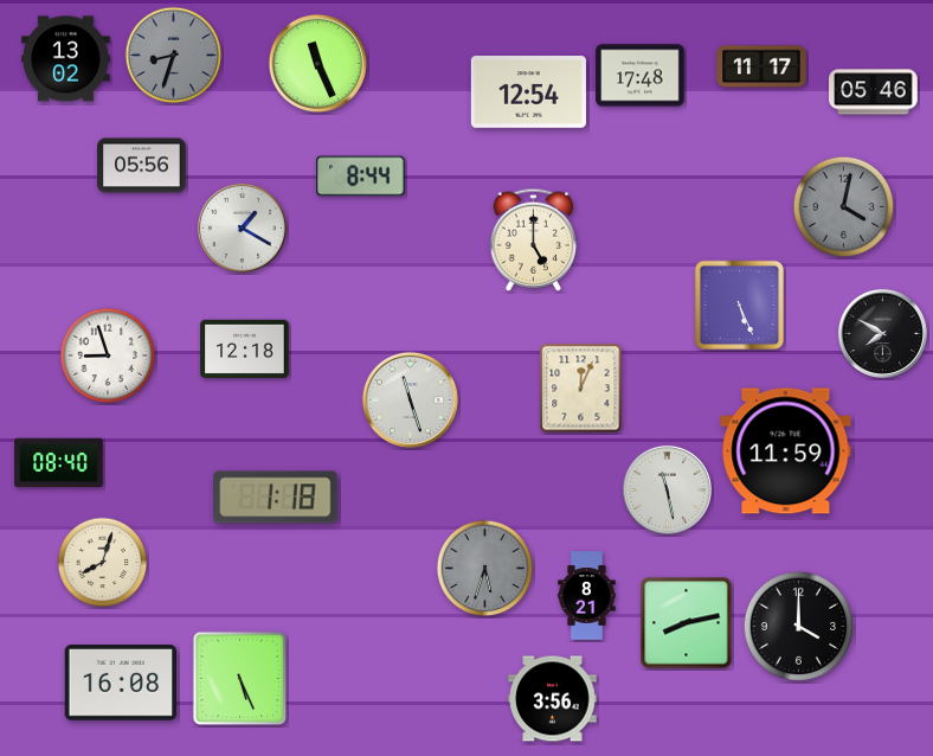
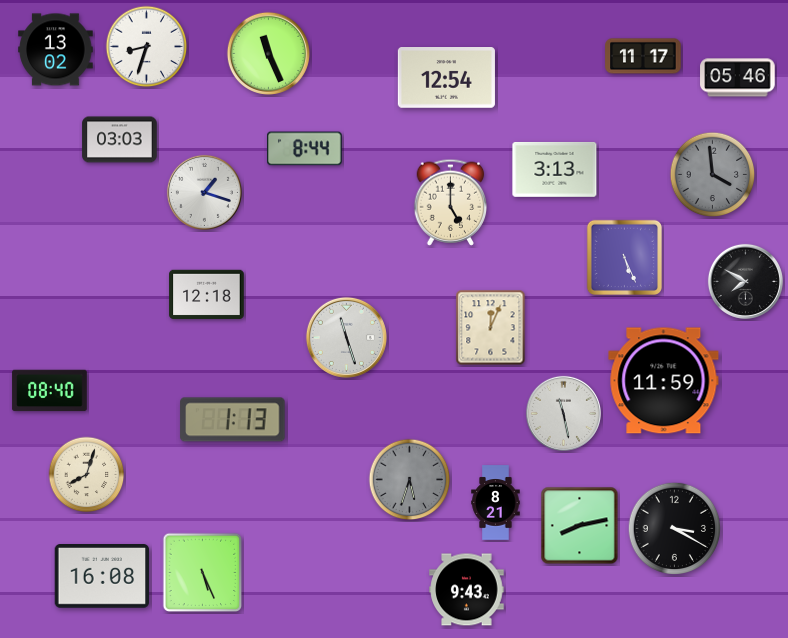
clock at (174, 56) dial: grey -> white
clock at (641, 76): 17:48 -> none
clock at (142, 166): 05:56 -> 03:03
clock at (555, 169): none -> 3:13
clock at (844, 207): 4:02 -> 3:59
clock at (242, 228): 1:20 -> 1:18
clock at (108, 355): 8:57 -> none
clock at (276, 498): 1:18 -> 1:13
clock at (798, 626): 4:00 -> 3:20
clock at (553, 699): 3:56 -> 9:43
